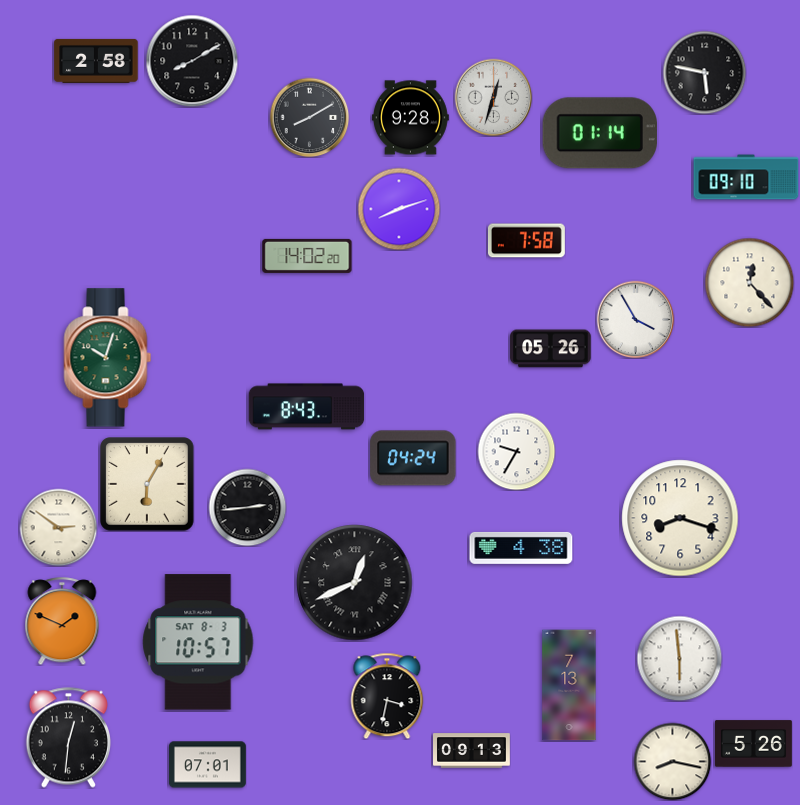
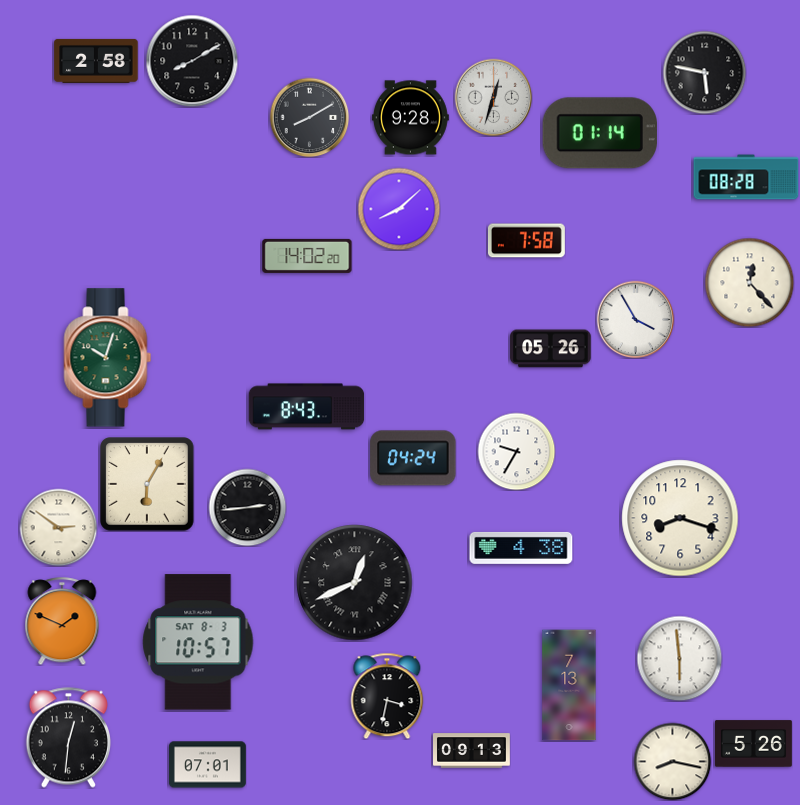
clock at (746, 177): 09:10 -> 08:28
clock at (399, 209): 8:12 -> 8:08
